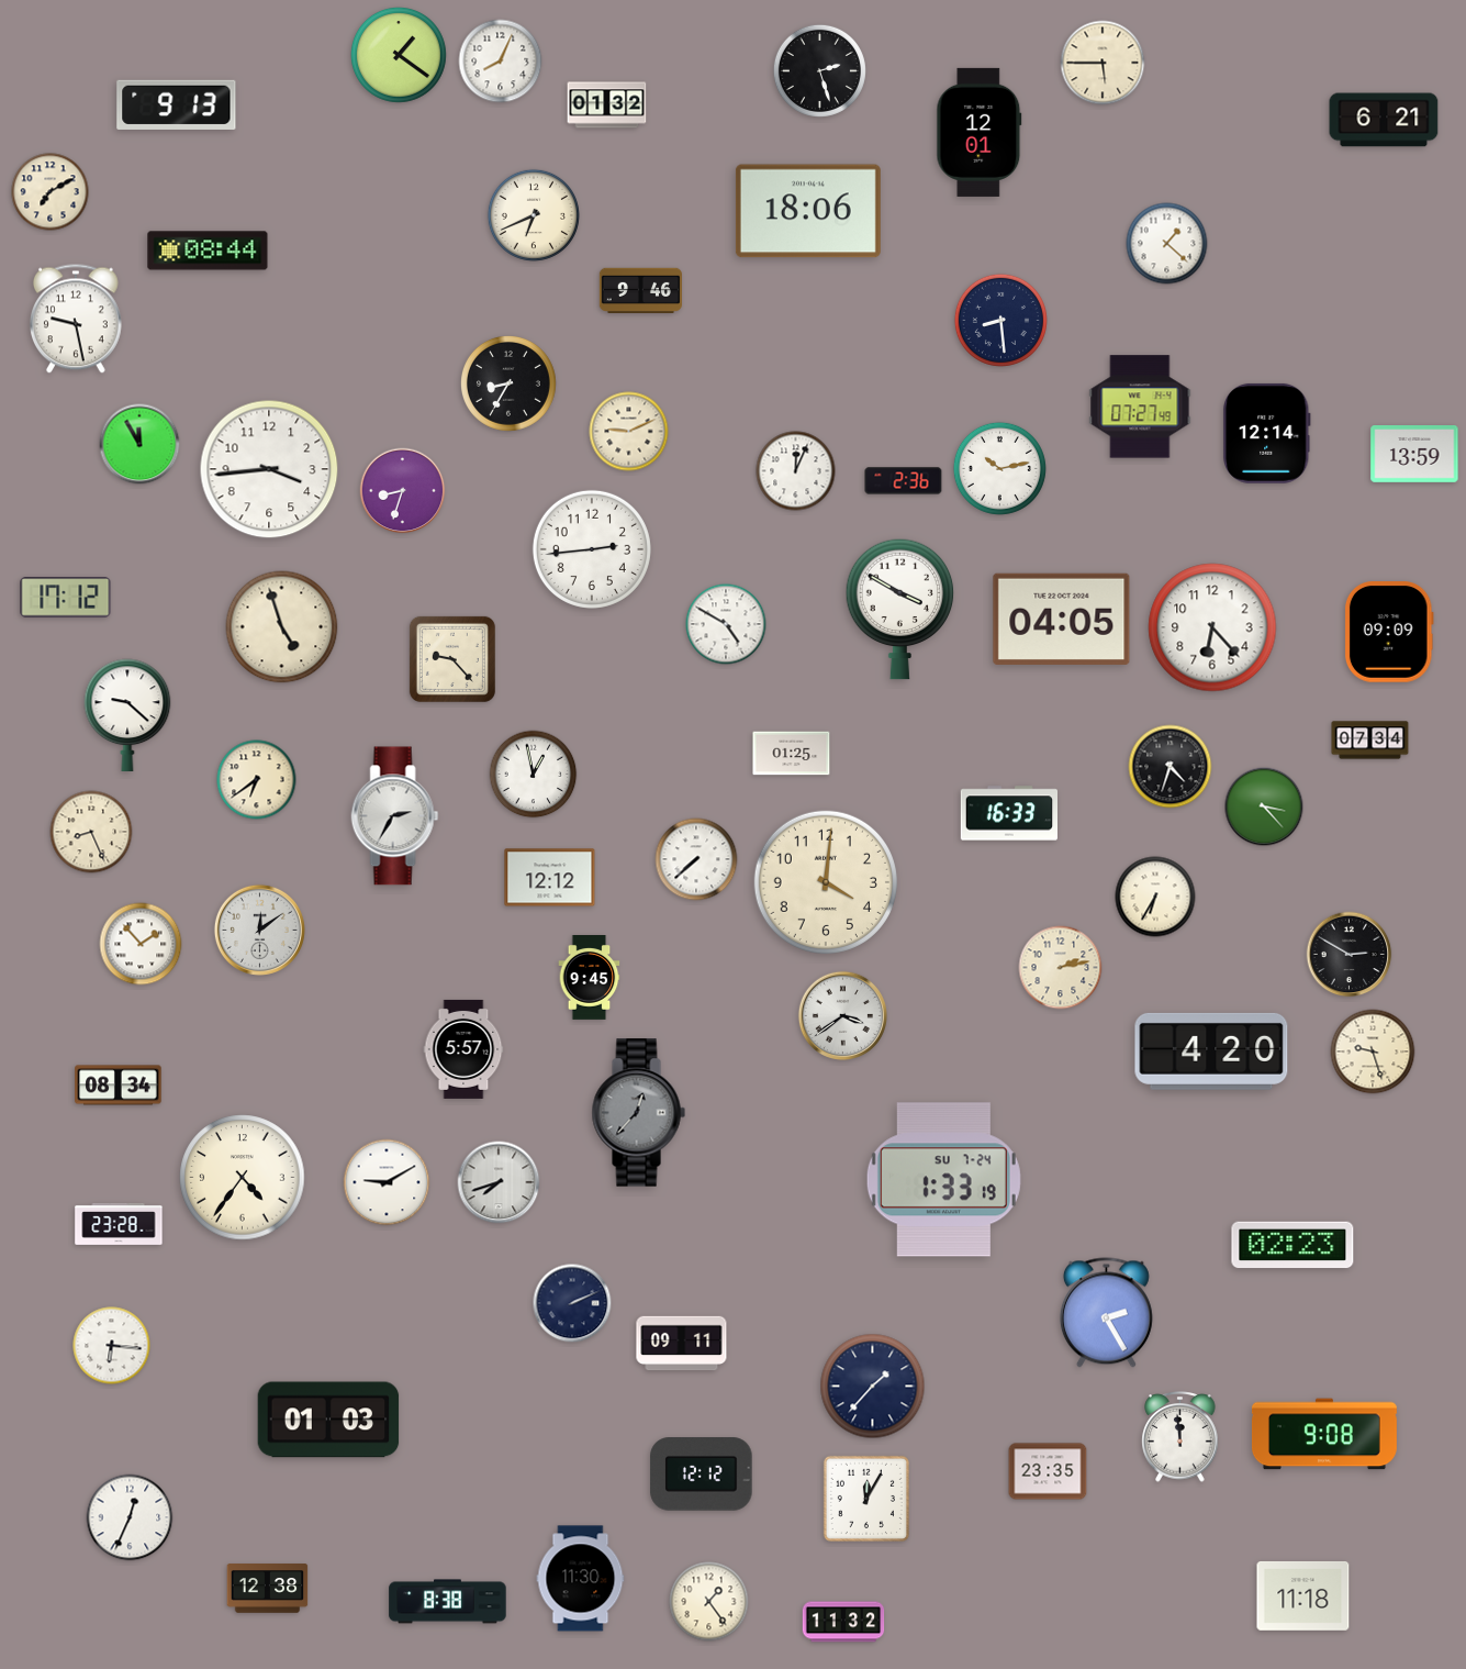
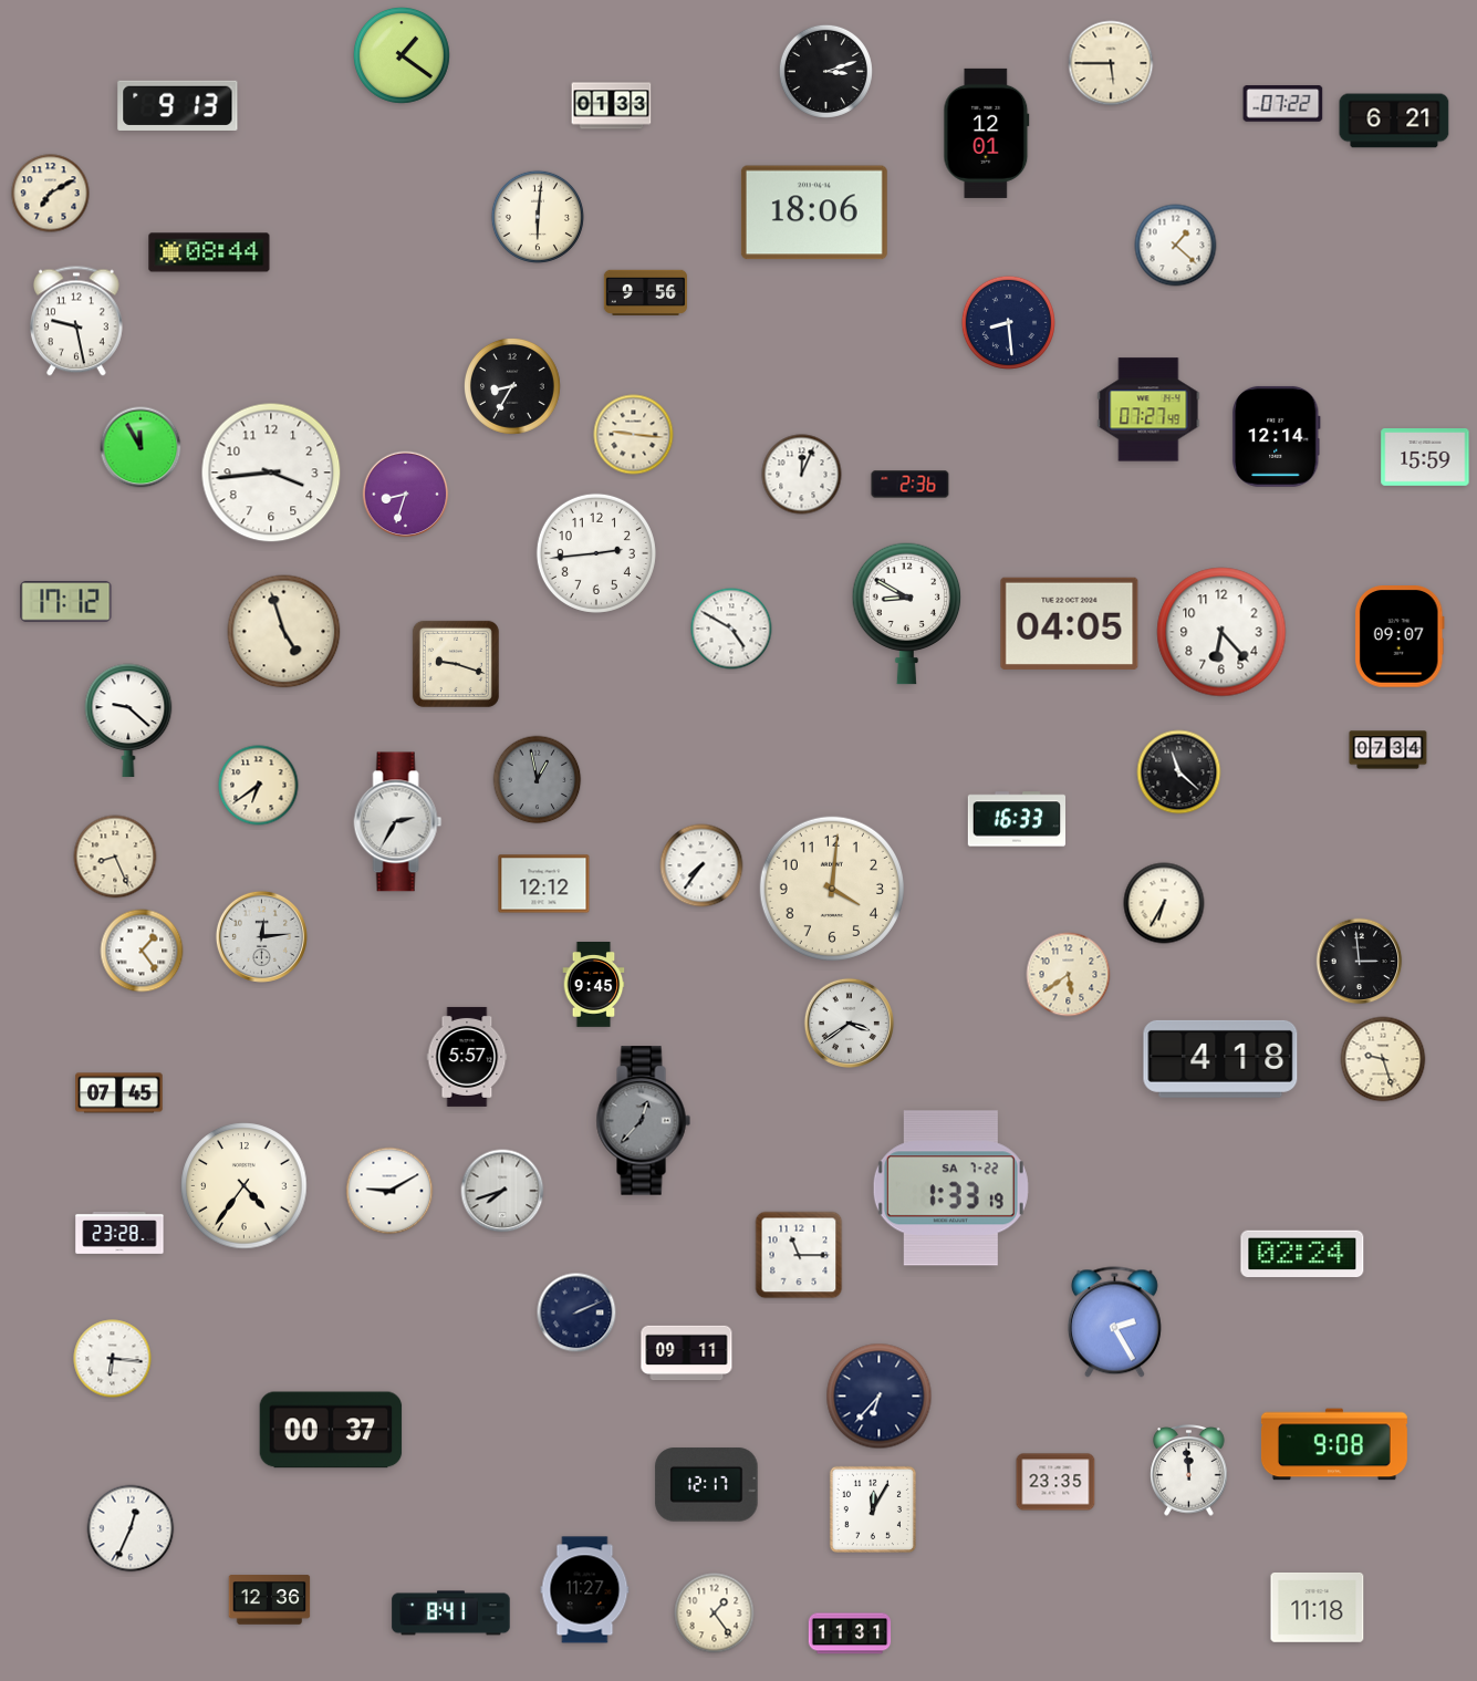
clock at (501, 62): 8:04 -> none
clock at (819, 70): 2:27 -> 3:12
clock at (1283, 104): none -> 07:22
clock at (607, 105): 01:32 -> 01:33
clock at (534, 215): 6:41 -> 6:01
clock at (640, 290): 9:46 -> 9:56
clock at (629, 432): 9:11 -> 9:16
clock at (1414, 455): 13:59 -> 15:59
clock at (999, 468): 10:13 -> none
clock at (900, 609): 3:50 -> 8:50
clock at (1389, 632): 09:09 -> 09:07
clock at (452, 659): 9:23 -> 9:18
clock at (1370, 741) position: (1370, 741) -> (1388, 750)
clock at (792, 754): 01:25 -> none
clock at (1171, 767): 4:33 -> 11:22
clock at (534, 775) dial: white -> grey
clock at (1264, 806): 3:23 -> none
clock at (91, 832) position: (91, 832) -> (115, 857)
clock at (696, 859): 7:38 -> 7:36
clock at (550, 878) position: (550, 878) -> (544, 884)
clock at (259, 930): 12:09 -> 12:14
clock at (141, 944): 1:53 -> 1:24
clock at (1350, 955): 2:50 -> 2:59
clock at (1061, 968): 2:13 -> 5:39
clock at (1211, 1052): 4:20 -> 4:18
clock at (119, 1086): 08:34 -> 07:45
clock at (943, 1180) date: SU 7-24 -> SA 7-22
clock at (1292, 1245): 02:23 -> 02:24
clock at (799, 1255): none -> 11:15
clock at (112, 1346) position: (112, 1346) -> (113, 1359)
clock at (873, 1387): 1:37 -> 6:37
clock at (328, 1420): 01:03 -> 00:37
clock at (1180, 1437) position: (1180, 1437) -> (1189, 1471)
clock at (702, 1475): 12:12 -> 12:17
clock at (581, 1579): 11:30 -> 11:27
clock at (268, 1589): 12:38 -> 12:36
clock at (1303, 1596) position: (1303, 1596) -> (1318, 1608)
clock at (448, 1602): 8:38 -> 8:41
clock at (843, 1622): 11:32 -> 11:31
